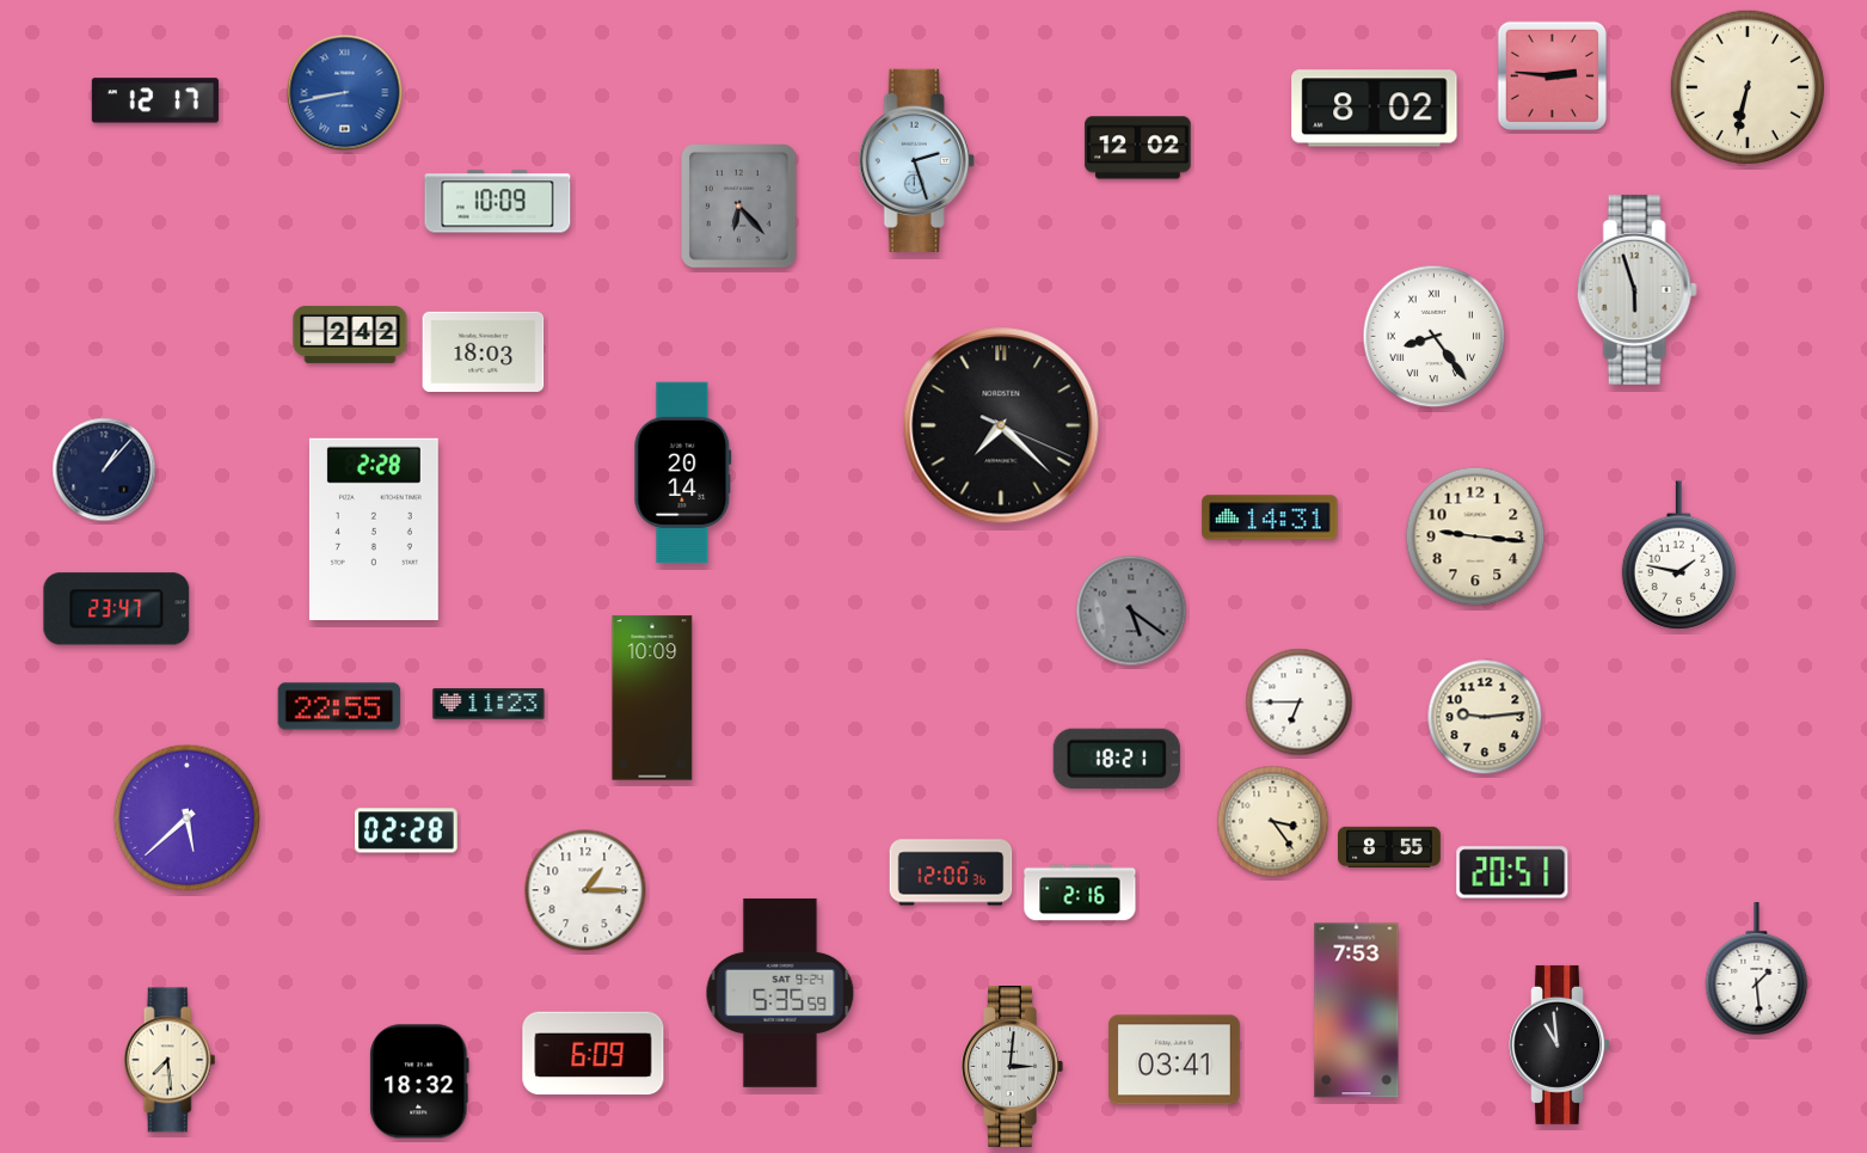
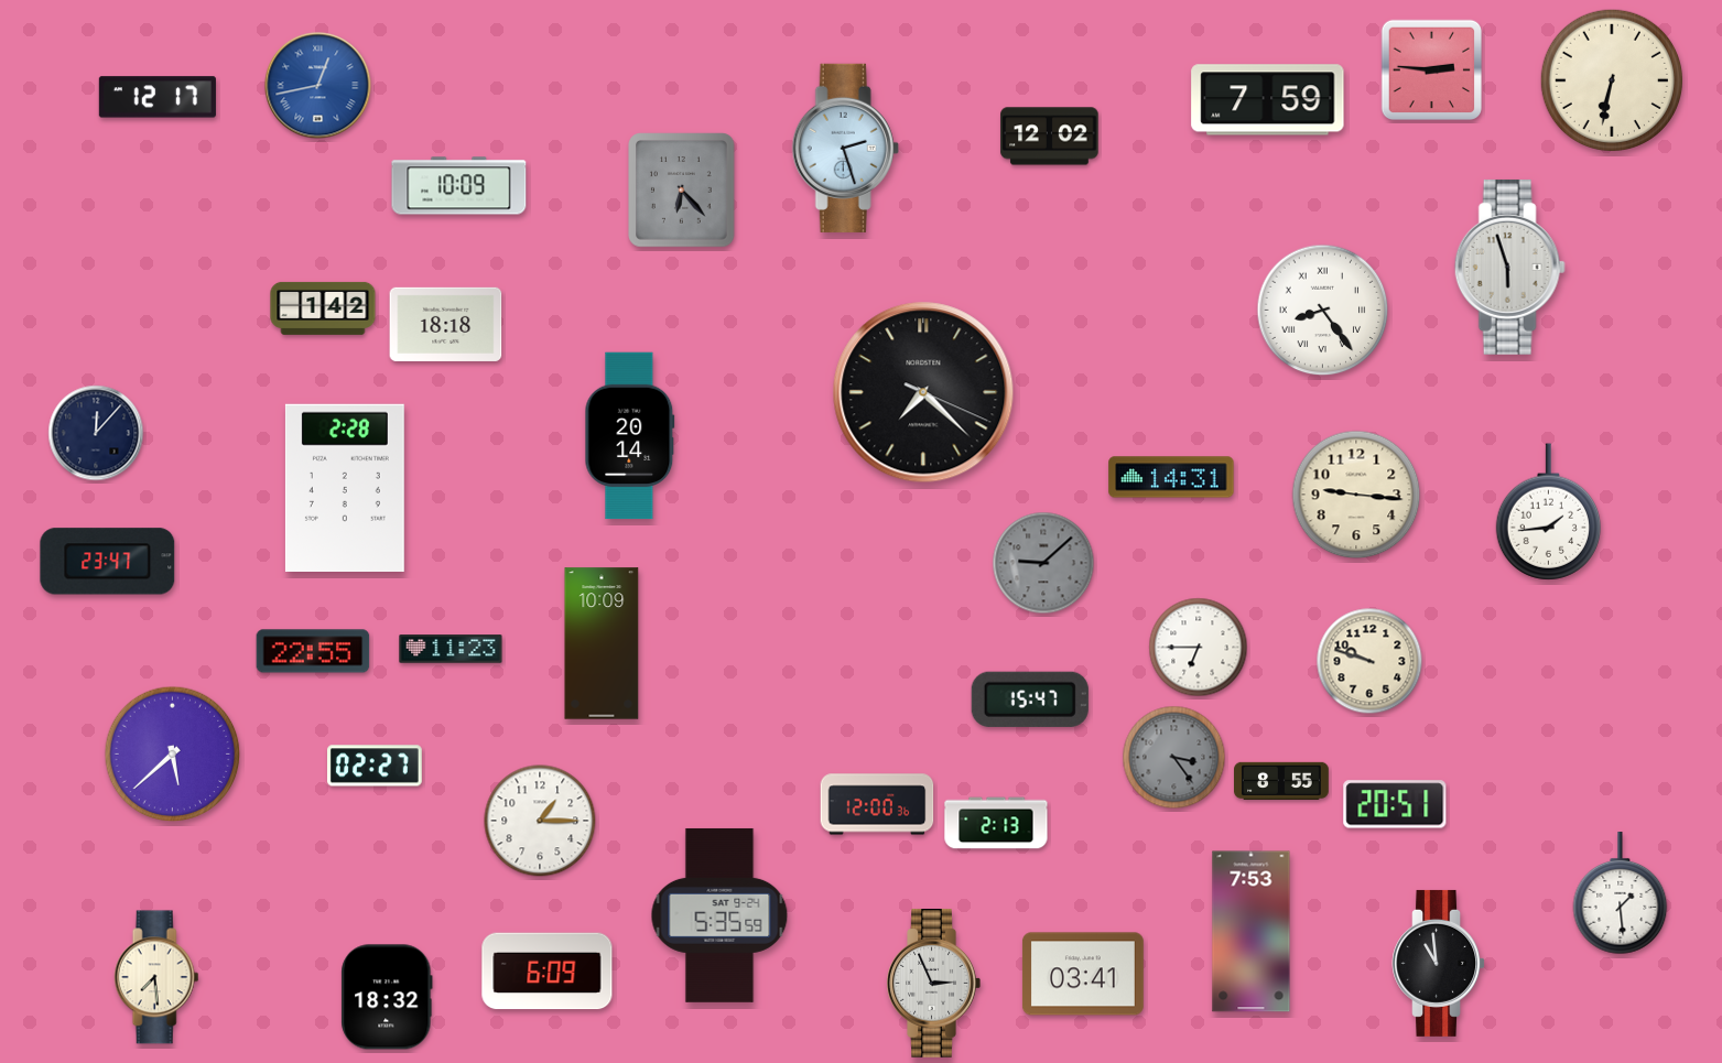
clock at (345, 93): 8:43 -> 12:43
clock at (155, 100) position: (155, 100) -> (158, 97)
clock at (1375, 109): 8:02 -> 7:59
clock at (350, 335): 2:42 -> 1:42
clock at (484, 351): 18:03 -> 18:18
clock at (104, 470): 1:07 -> 12:07
clock at (1475, 536) position: (1475, 536) -> (1356, 495)
clock at (1678, 556): 1:47 -> 1:44
clock at (1131, 611): 5:21 -> 9:08
clock at (1485, 717): 9:14 -> 9:48
clock at (1117, 759): 18:21 -> 15:47
clock at (1273, 822) dial: cream -> grey
clock at (406, 830): 02:28 -> 02:27
clock at (1080, 893): 2:16 -> 2:13
clock at (1174, 1060) position: (1174, 1060) -> (1083, 974)
clock at (1012, 1067): 3:01 -> 2:56
